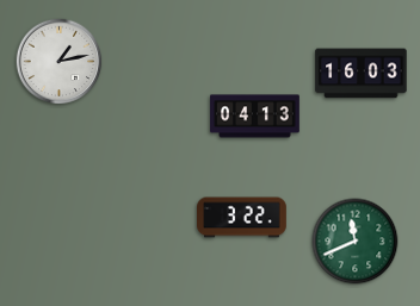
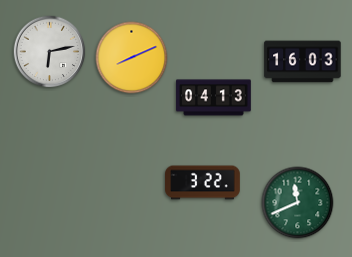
clock at (60, 62): 1:13 -> 6:13
clock at (132, 58): none -> 8:11
